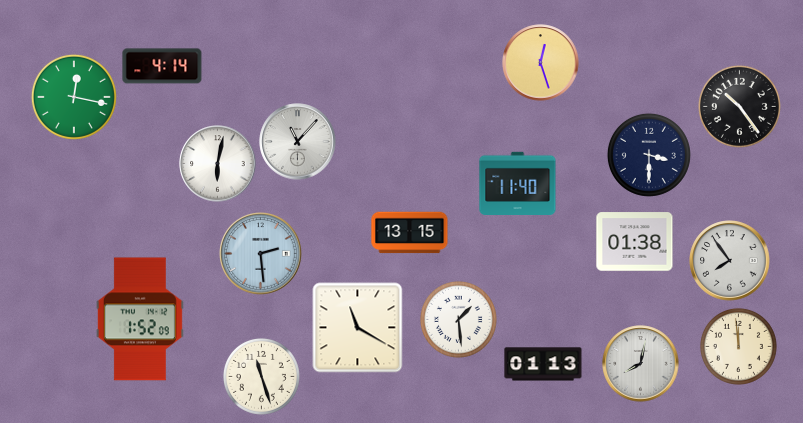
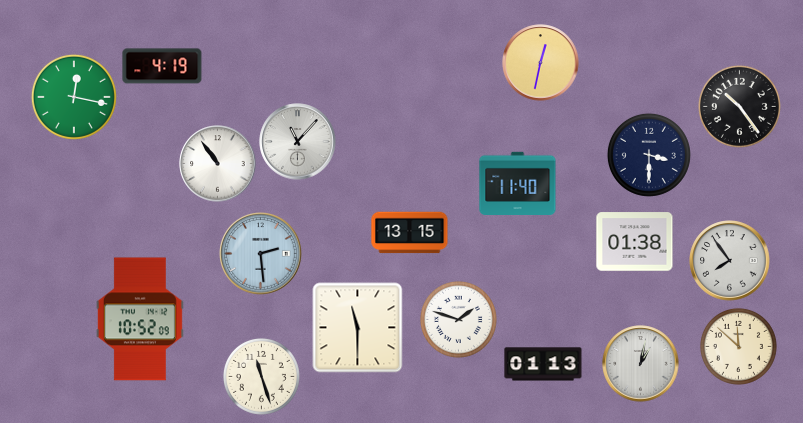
clock at (541, 63): 12:27 -> 12:32
clock at (162, 66): 4:14 -> 4:19
clock at (218, 164): 6:02 -> 10:54
clock at (140, 319): 1:52 -> 10:52
clock at (458, 319): 1:29 -> 1:48
clock at (358, 328): 11:20 -> 11:30
clock at (738, 346): 11:59 -> 11:52
clock at (641, 364): 8:02 -> 1:02
